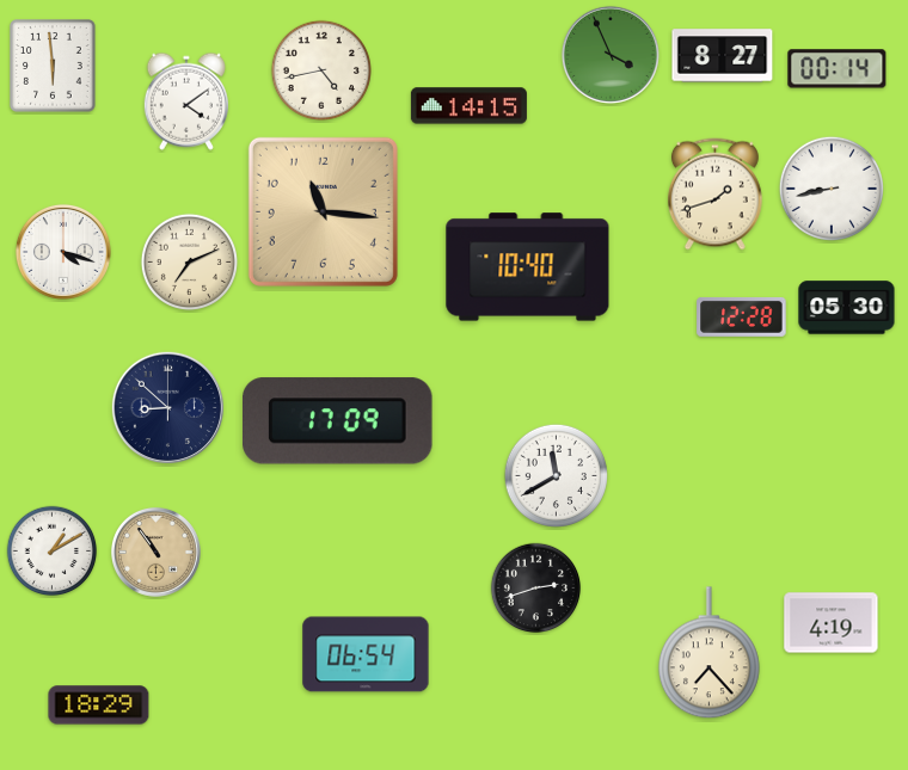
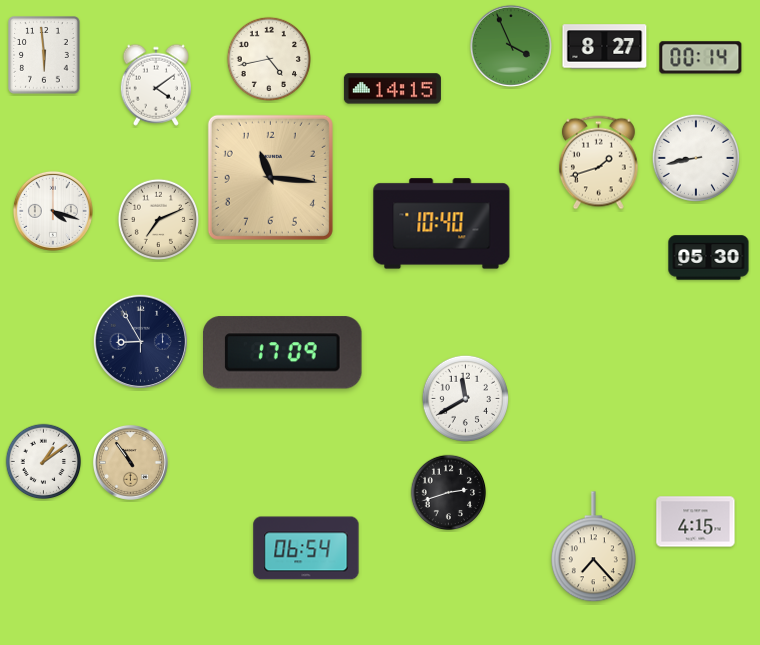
clock at (742, 316): 12:28 -> none
clock at (167, 407): 8:52 -> 8:55
clock at (53, 552): 1:10 -> 1:09
clock at (832, 623): 4:19 -> 4:15
clock at (99, 706): 18:29 -> none
